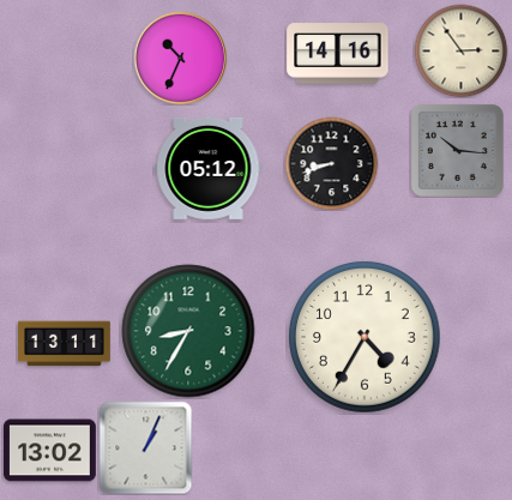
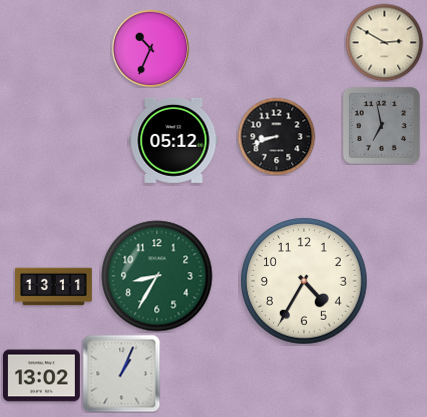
clock at (460, 50): 2:54 -> 2:50
clock at (338, 54): 14:16 -> none
clock at (457, 150): 10:16 -> 6:58
